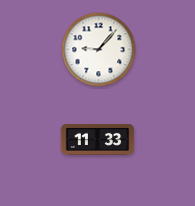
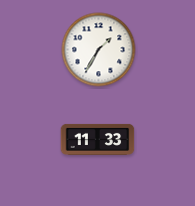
clock at (99, 50): 9:07 -> 1:35
